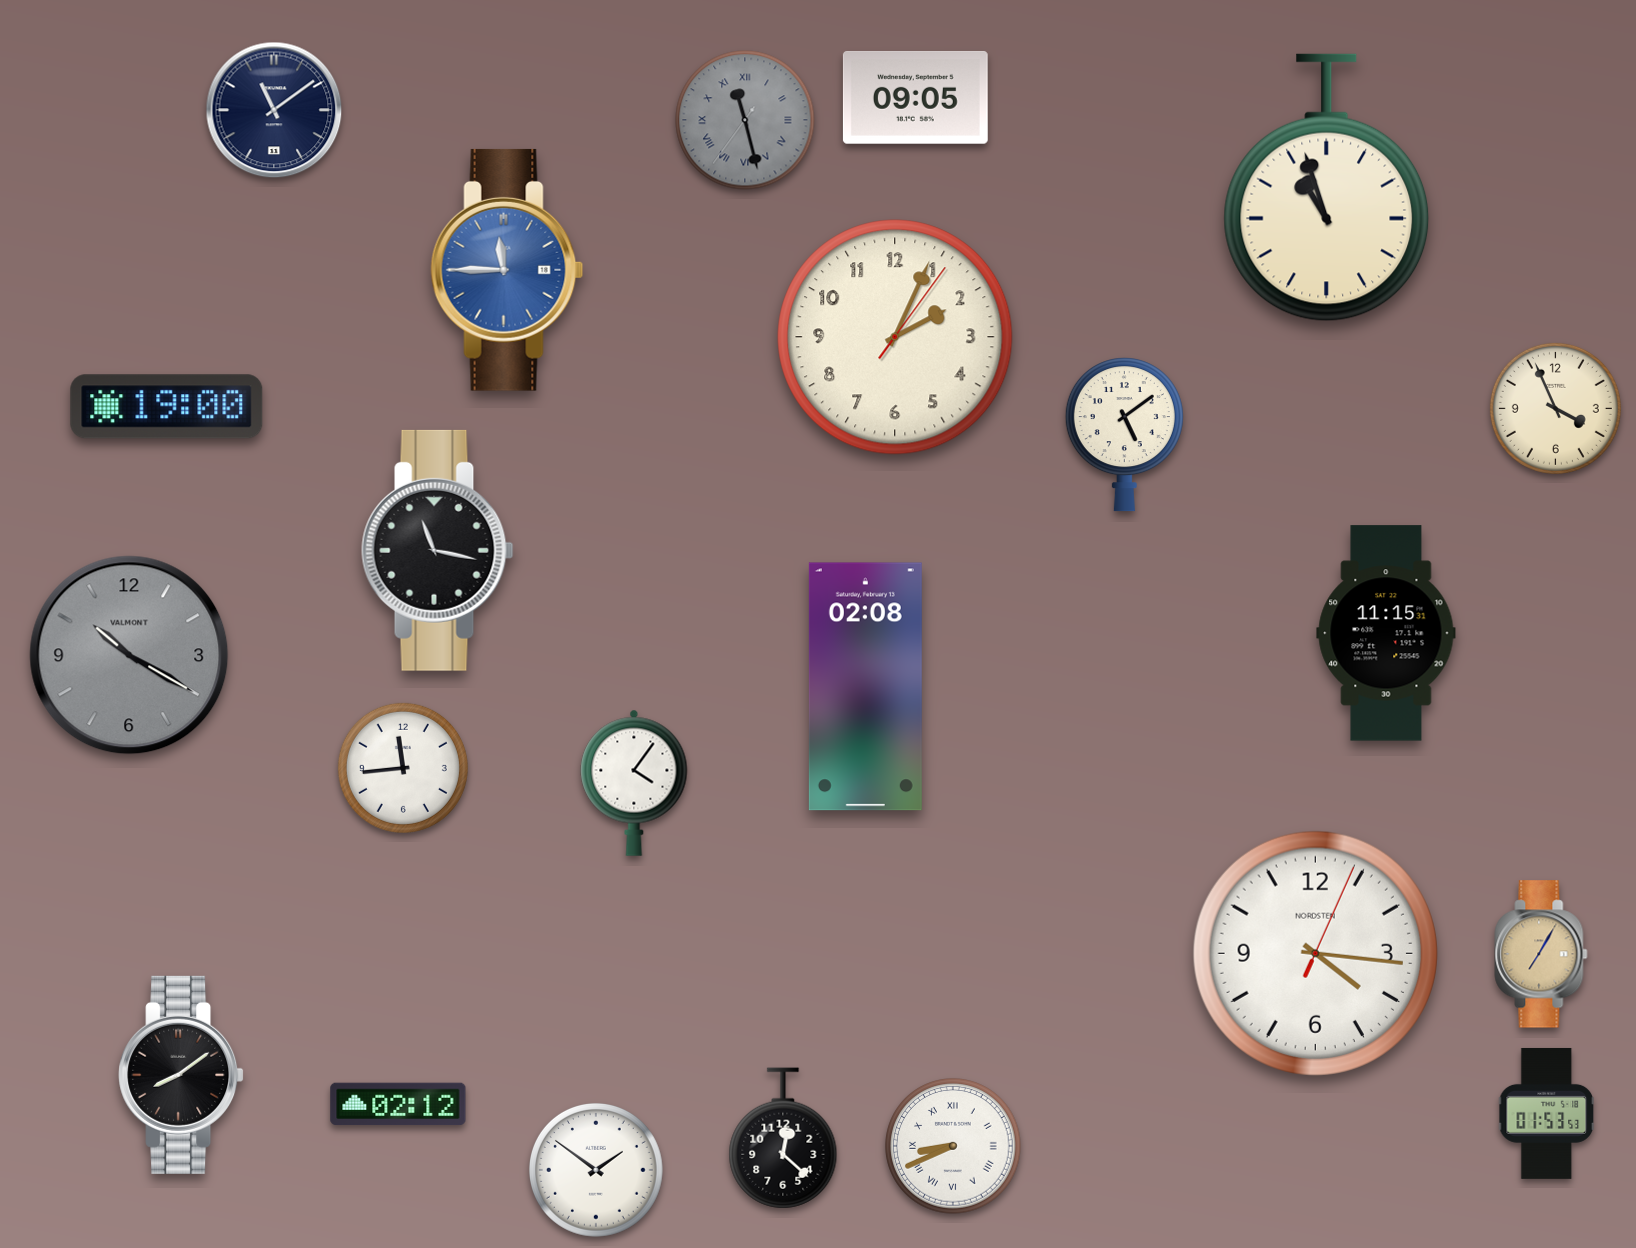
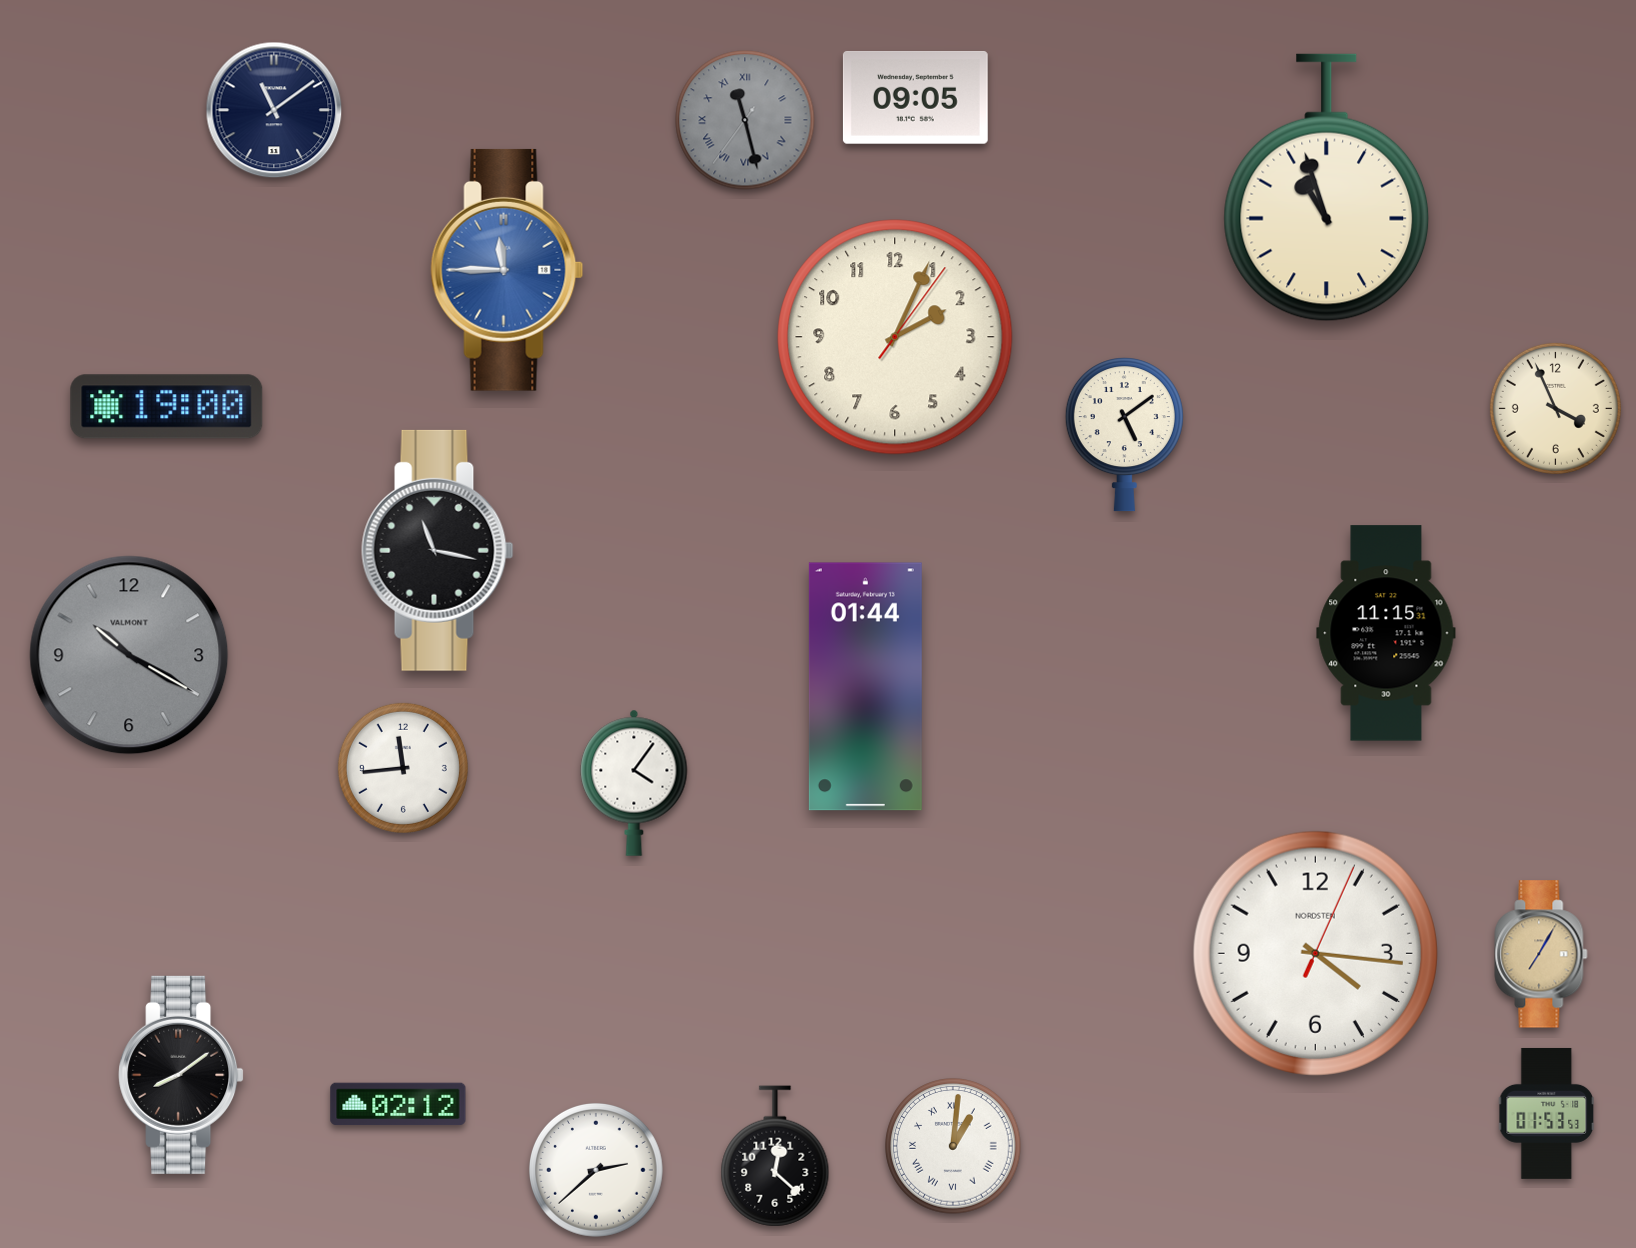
clock at (865, 687): 02:08 -> 01:44
clock at (783, 1138) position: (783, 1138) -> (775, 1156)
clock at (953, 1146): 8:41 -> 1:01
clock at (596, 1170): 1:51 -> 2:38
